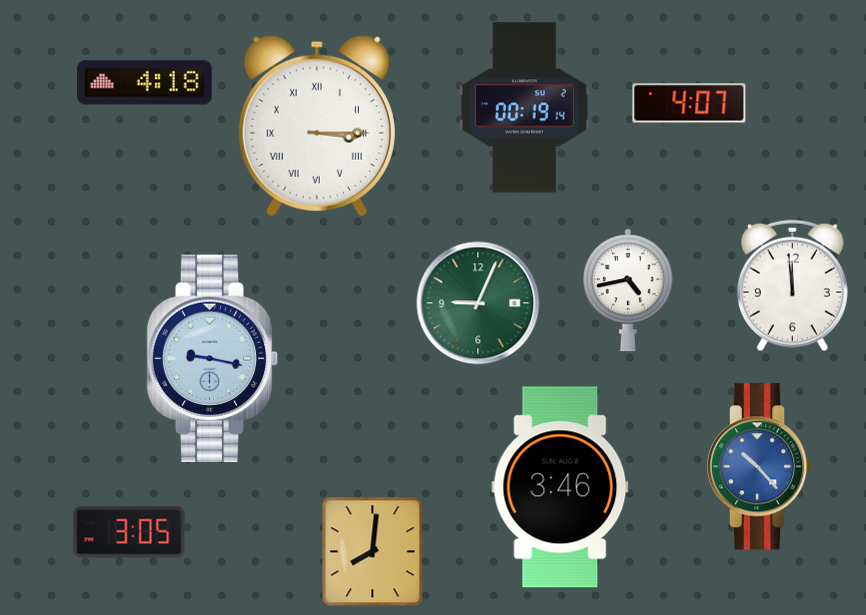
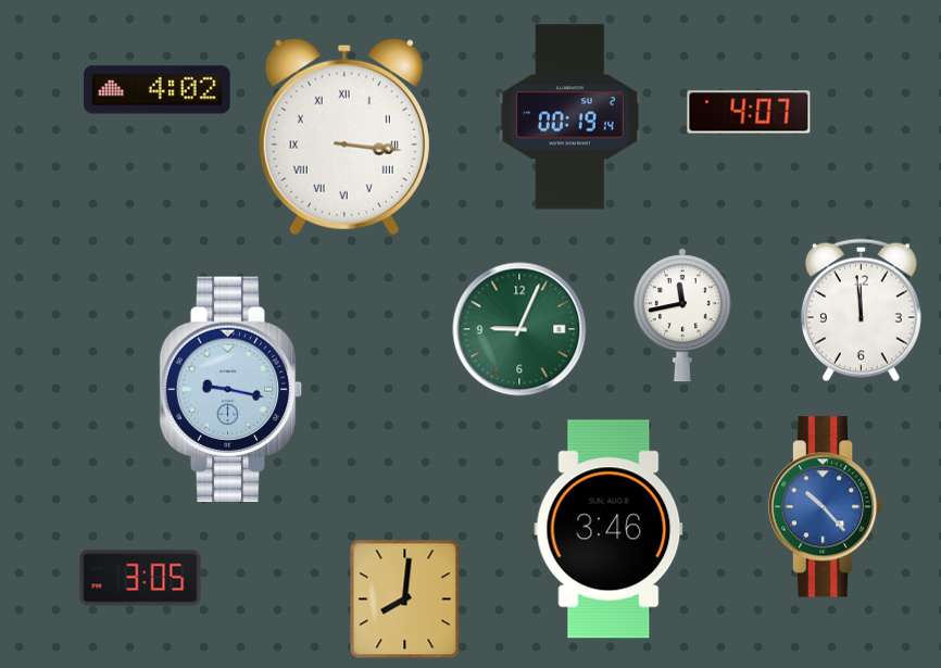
clock at (145, 83): 4:18 -> 4:02
clock at (317, 126): 3:15 -> 3:16
clock at (628, 290): 4:43 -> 11:43
